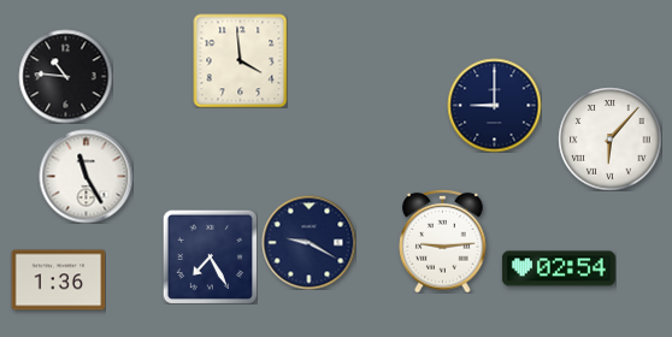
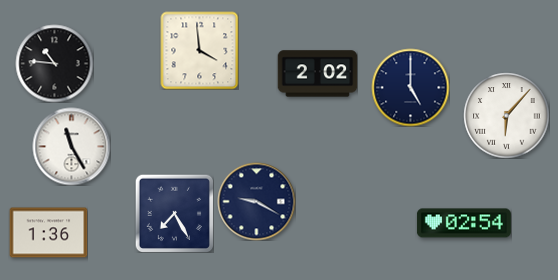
clock at (317, 74): none -> 2:02
clock at (494, 105): 9:00 -> 5:00
clock at (443, 241): 9:14 -> none
